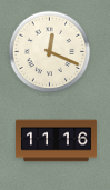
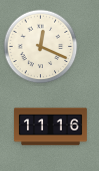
clock at (50, 52) position: (50, 52) -> (41, 47)
